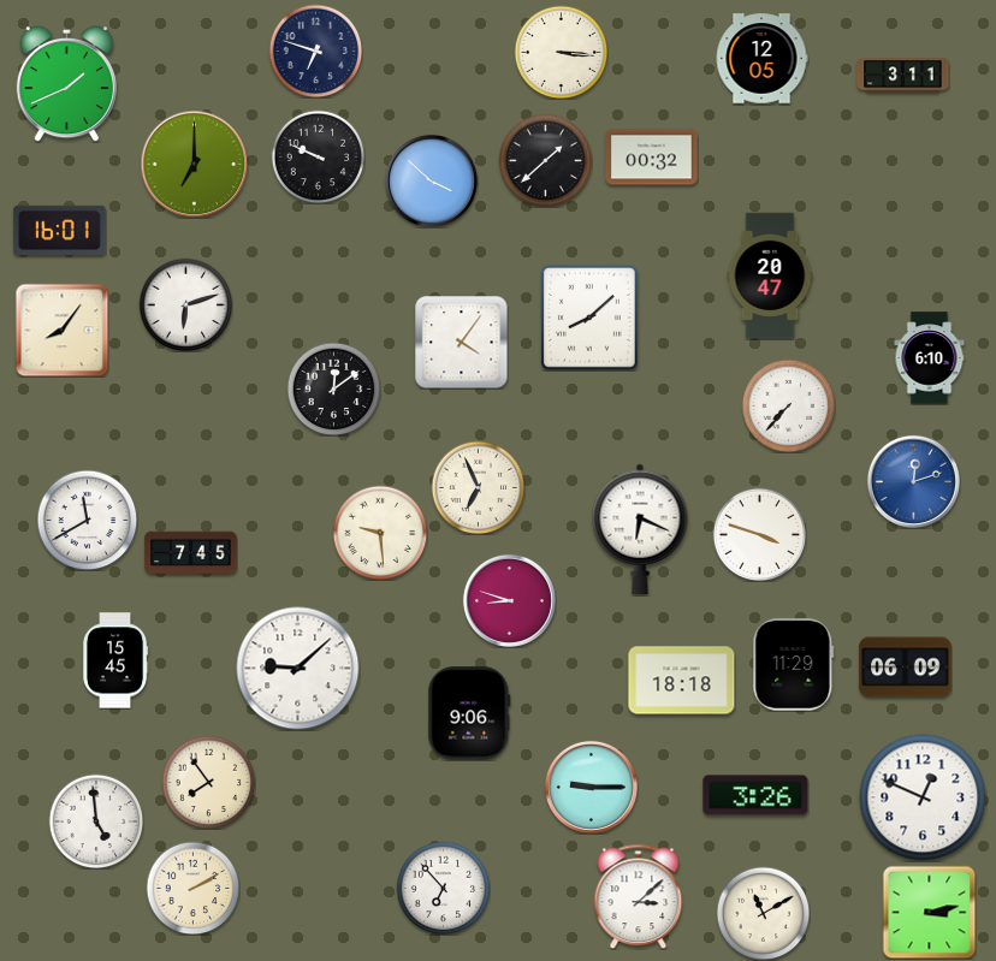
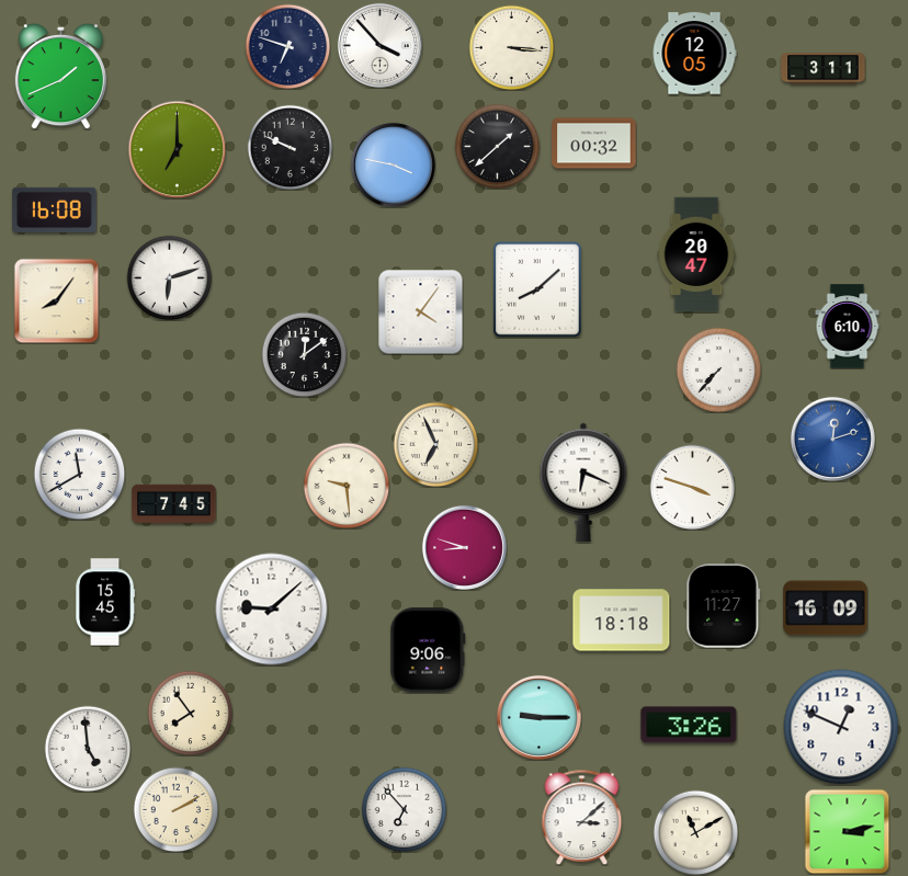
clock at (379, 45): none -> 3:53
clock at (318, 156) position: (318, 156) -> (290, 147)
clock at (431, 180): 3:52 -> 3:47
clock at (60, 230): 16:01 -> 16:08
clock at (770, 275) position: (770, 275) -> (696, 254)
clock at (794, 665): 11:29 -> 11:27
clock at (906, 668): 06:09 -> 16:09
